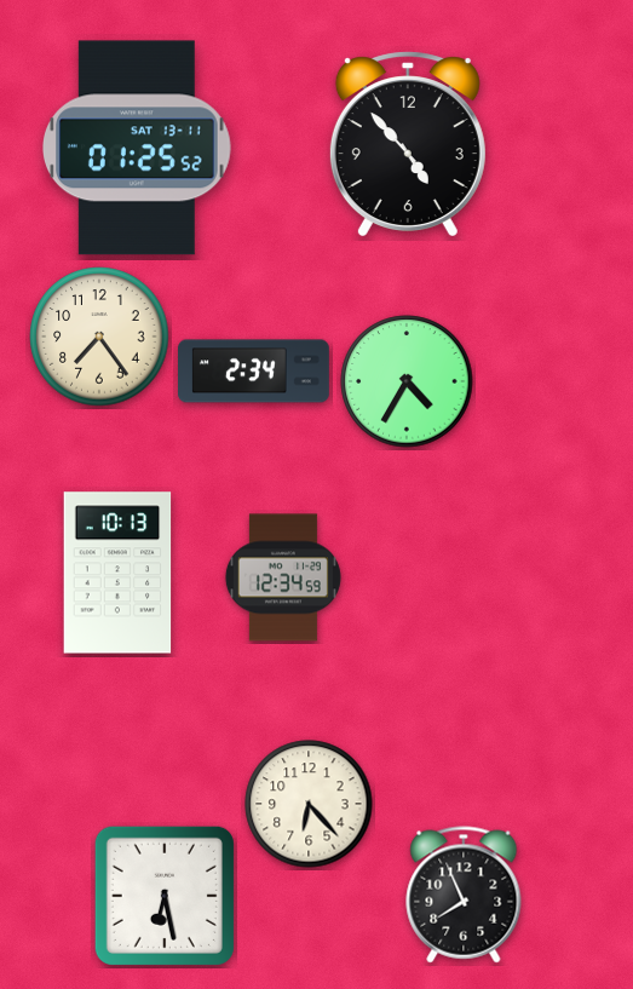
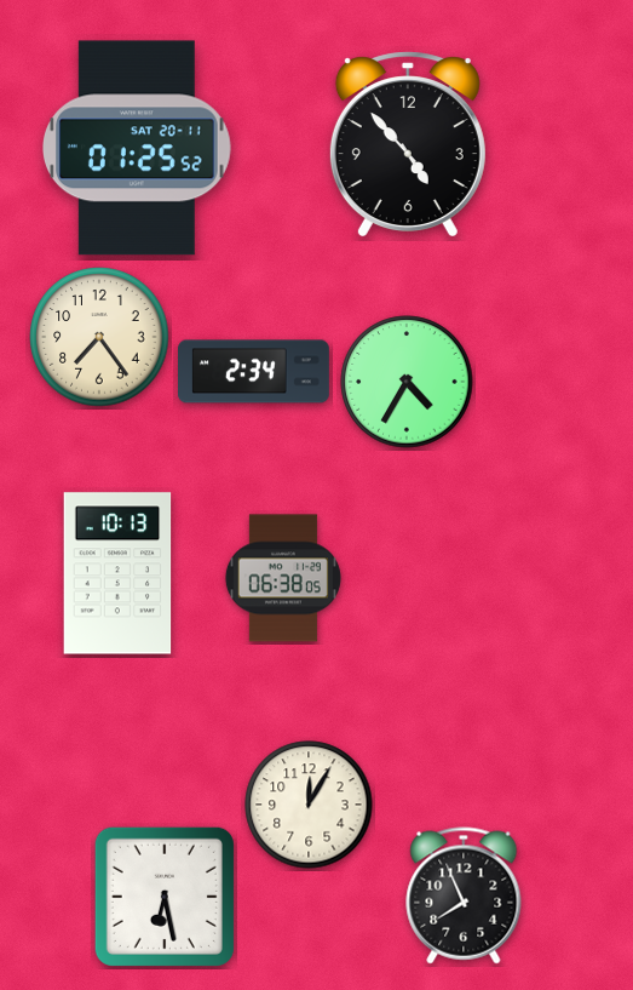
clock at (138, 148) date: SAT 13-11 -> SAT 20-11
clock at (283, 577): 12:34 -> 06:38
clock at (309, 804): 6:23 -> 12:05
